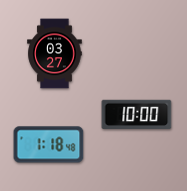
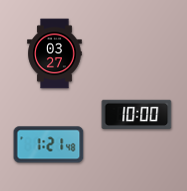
clock at (49, 145): 1:18 -> 1:21
